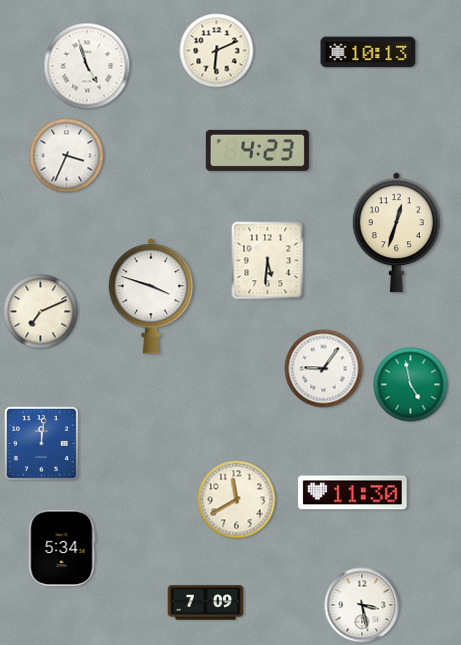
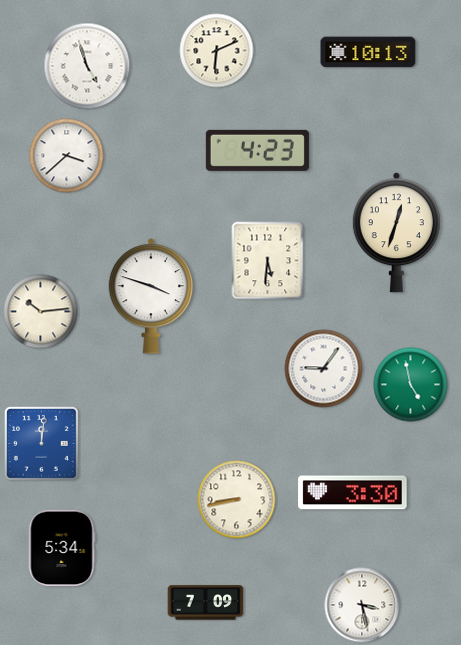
clock at (67, 156): 3:34 -> 3:38
clock at (41, 312): 7:11 -> 10:14
clock at (353, 493): 11:30 -> 3:30
clock at (237, 500): 11:40 -> 8:43
